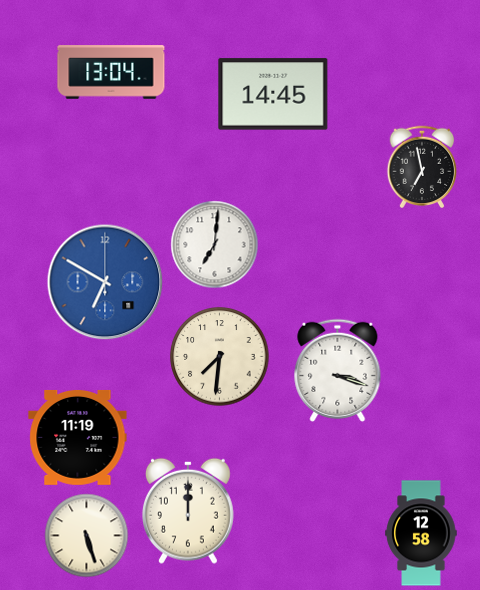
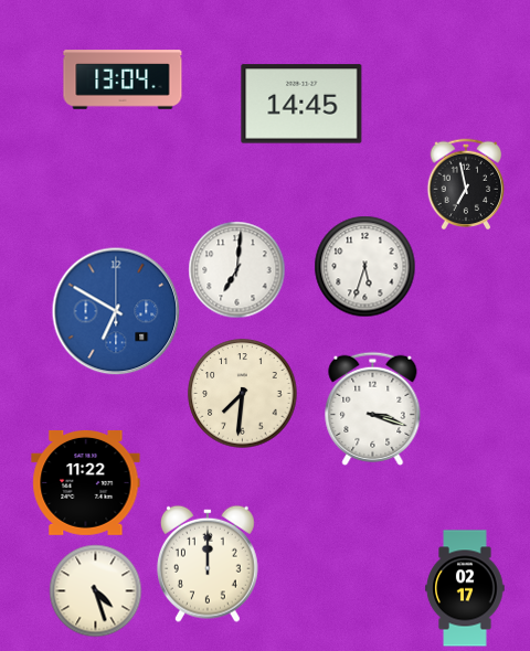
clock at (364, 266): none -> 5:33
clock at (78, 437): 11:19 -> 11:22
clock at (421, 533): 12:58 -> 02:17
clock at (86, 535): 5:27 -> 4:27
